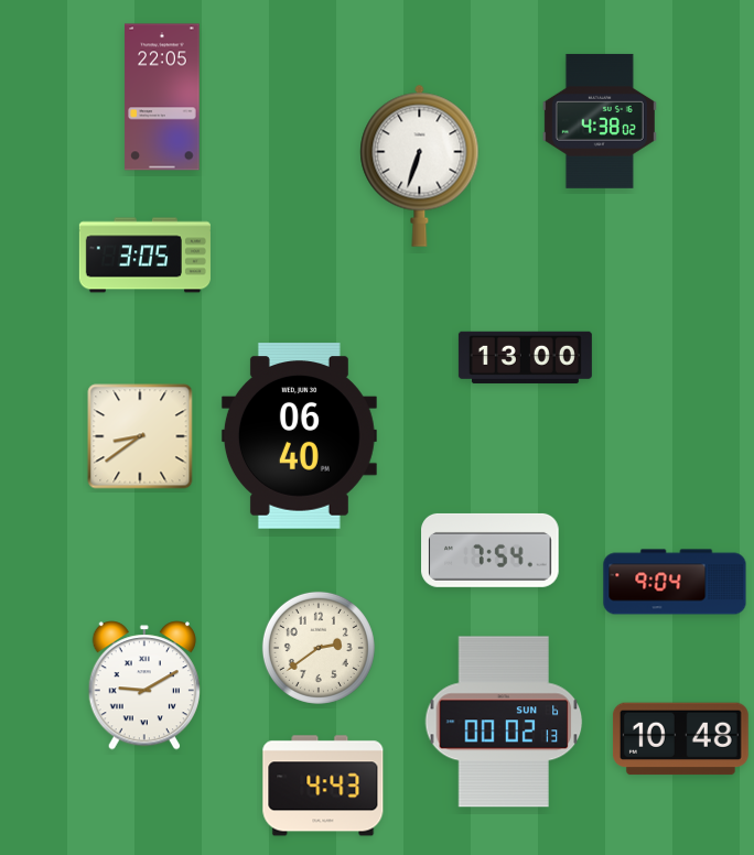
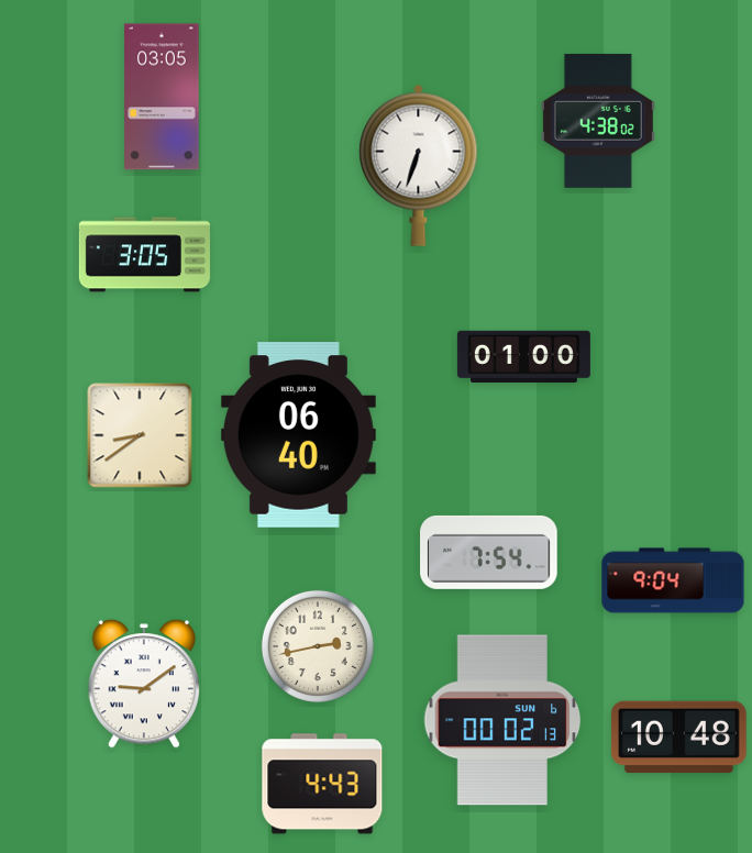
clock at (162, 97): 22:05 -> 03:05
clock at (525, 357): 13:00 -> 01:00
clock at (491, 550) position: (491, 550) -> (489, 552)
clock at (319, 648): 2:39 -> 2:43
clock at (143, 685): 9:10 -> 9:09
